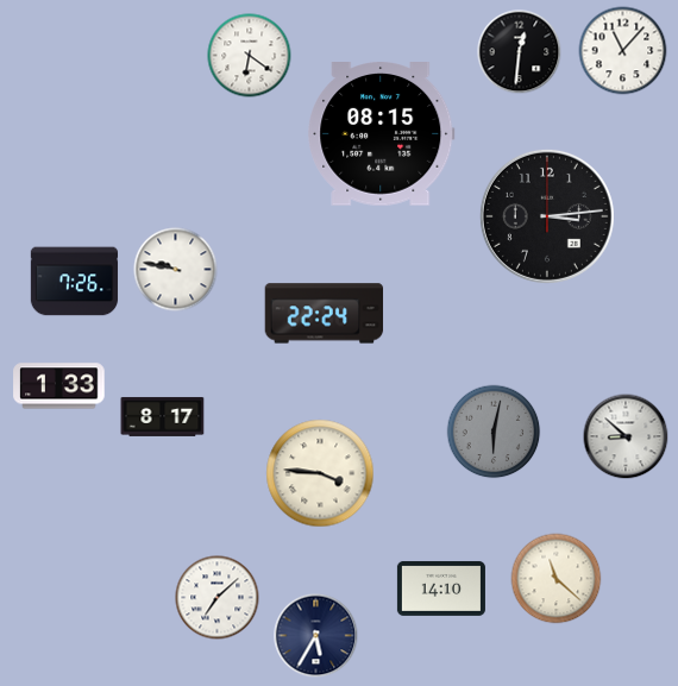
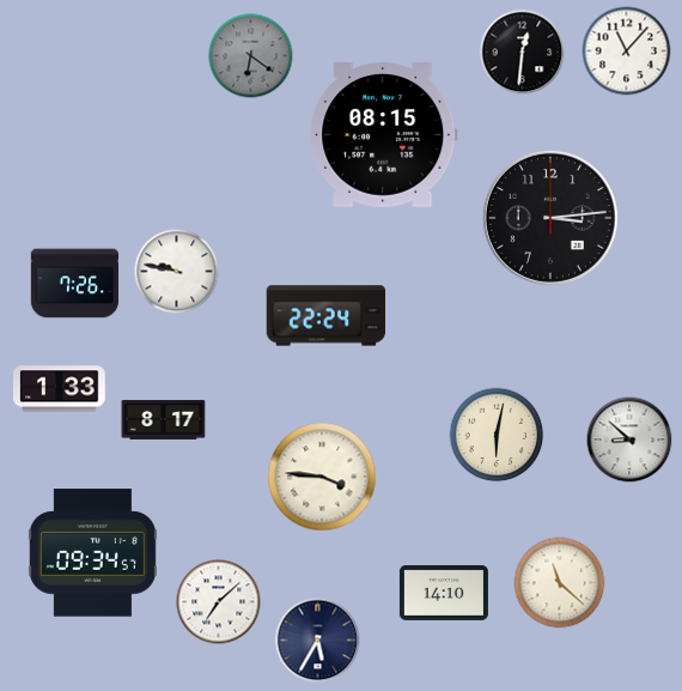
clock at (250, 56) dial: white -> grey
clock at (494, 432) dial: grey -> cream
clock at (92, 553): none -> 09:34
